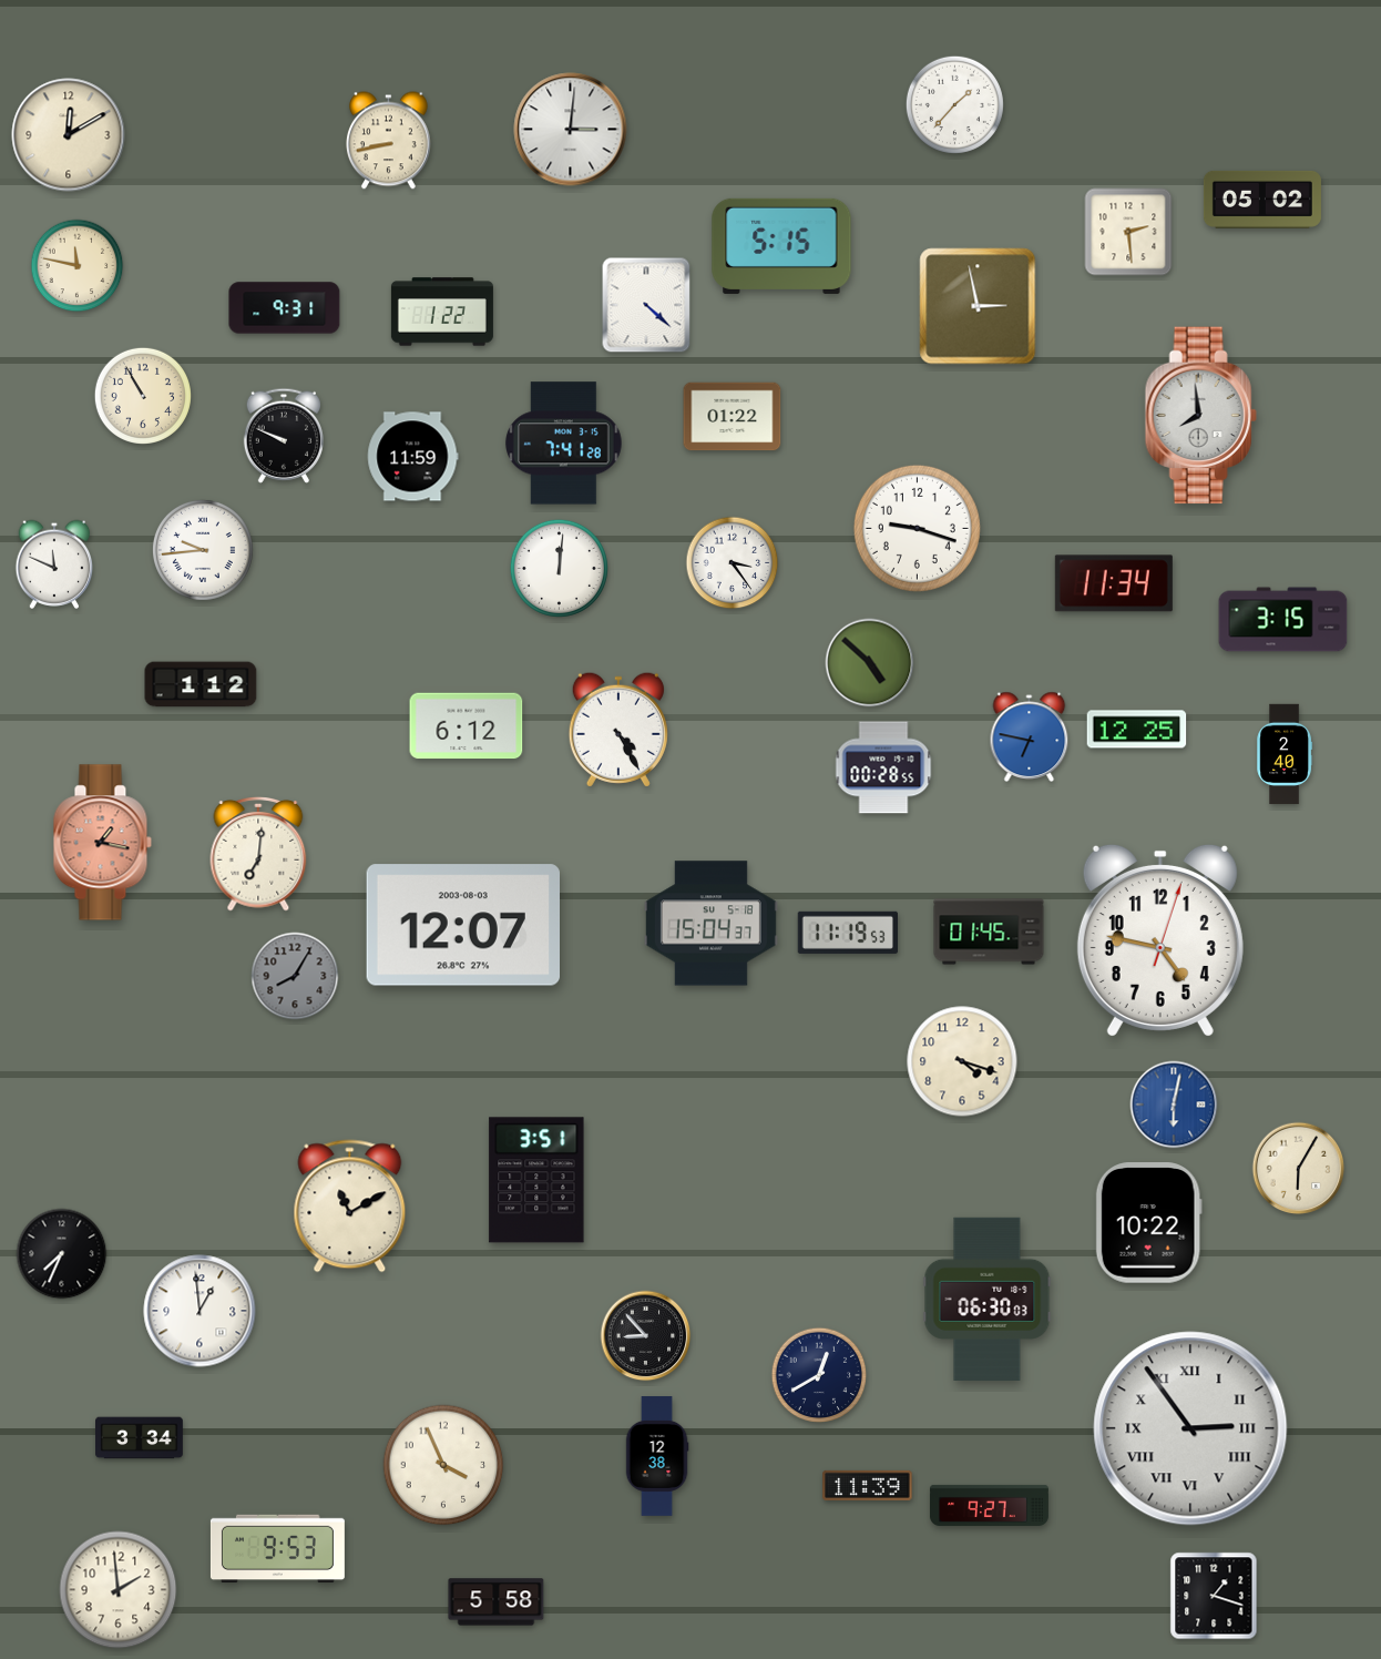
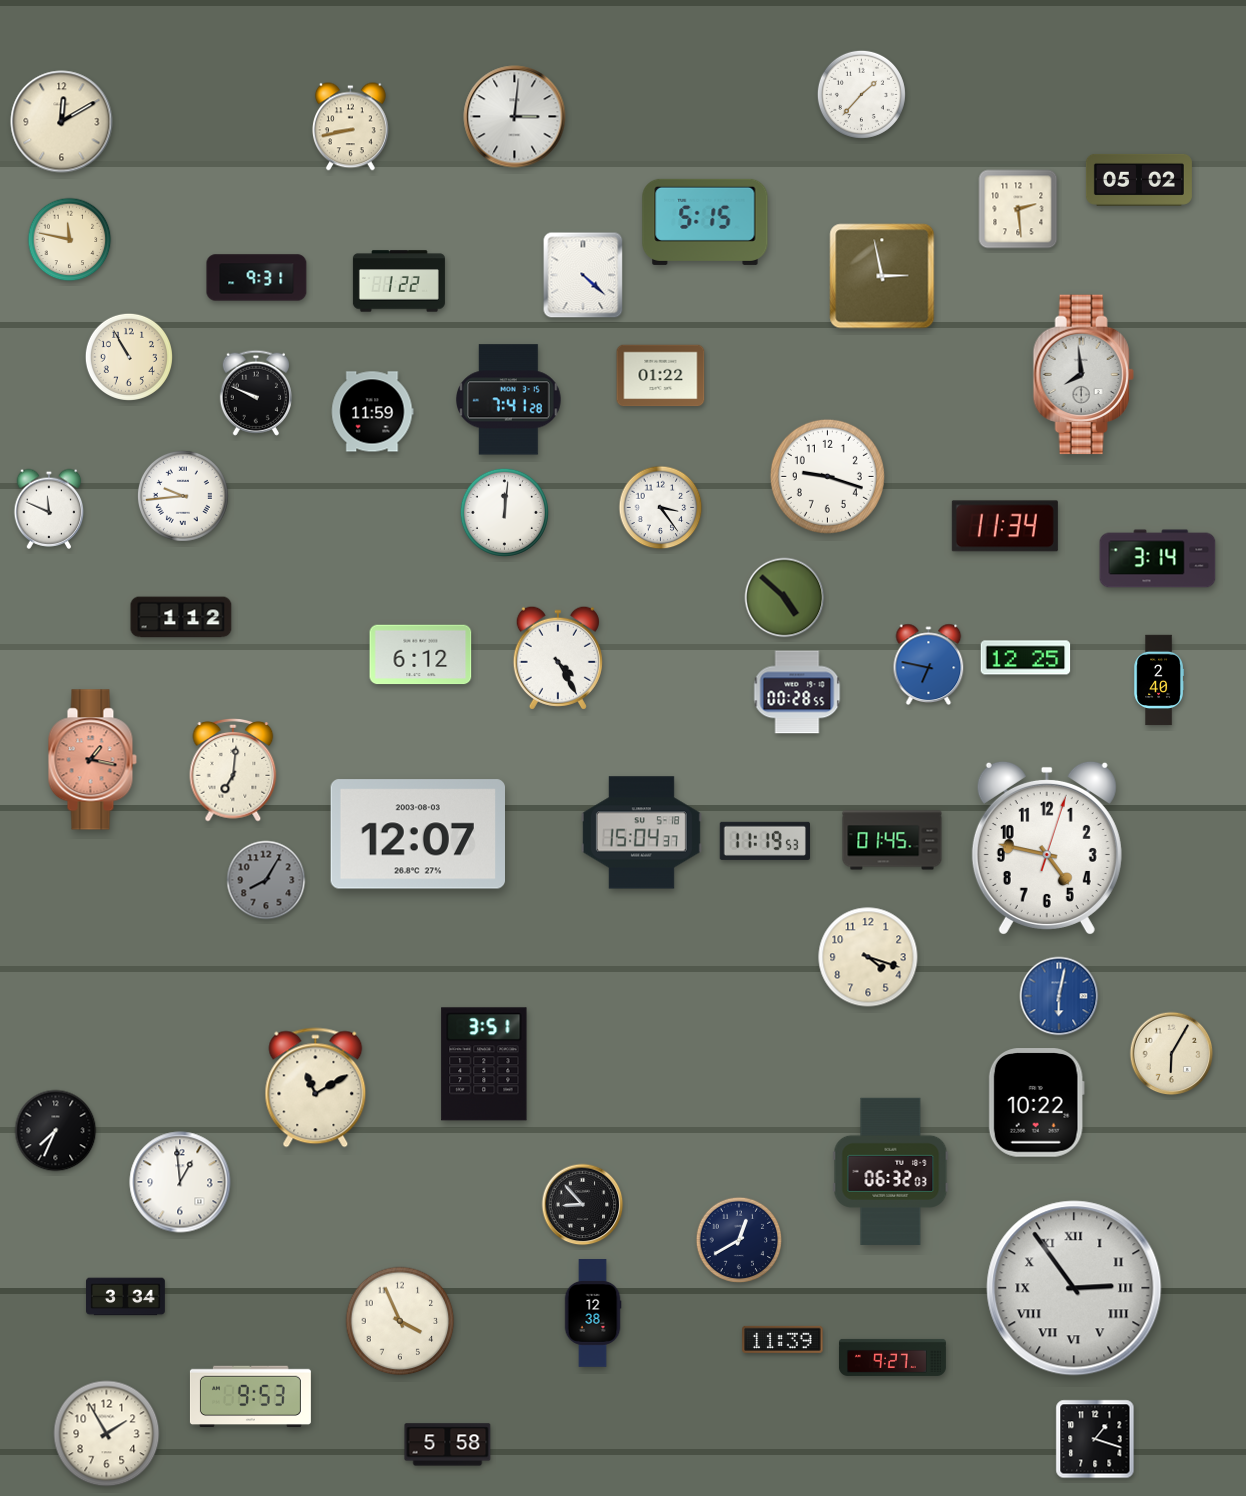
clock at (1283, 620): 3:15 -> 3:14
clock at (988, 1299): 06:30 -> 06:32
clock at (119, 1590): 1:59 -> 1:55
